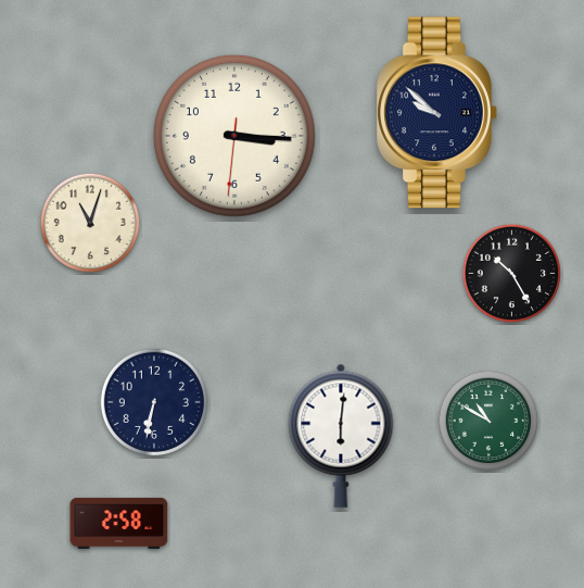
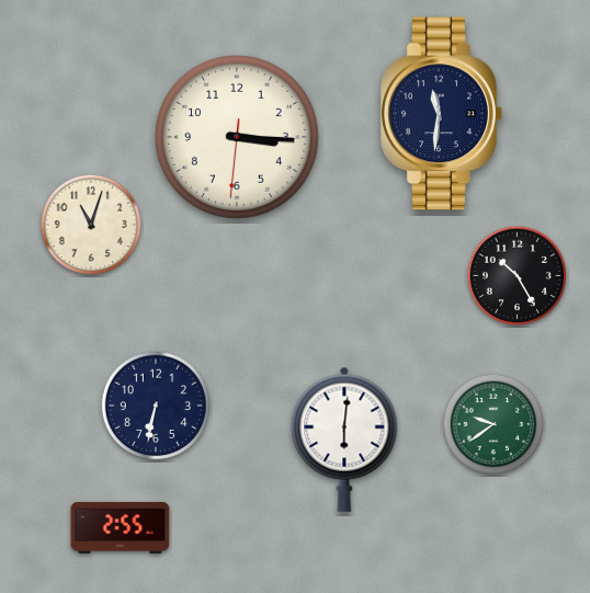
clock at (437, 113): 9:52 -> 11:31
clock at (488, 421): 10:50 -> 9:39
clock at (119, 523): 2:58 -> 2:55
